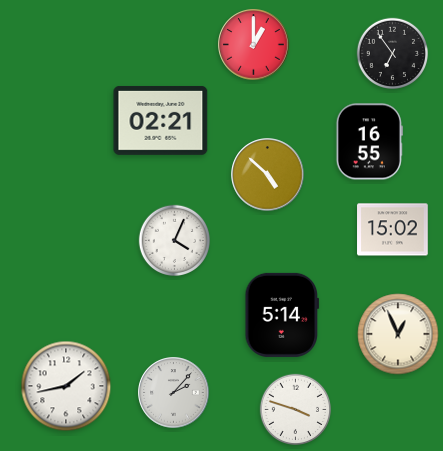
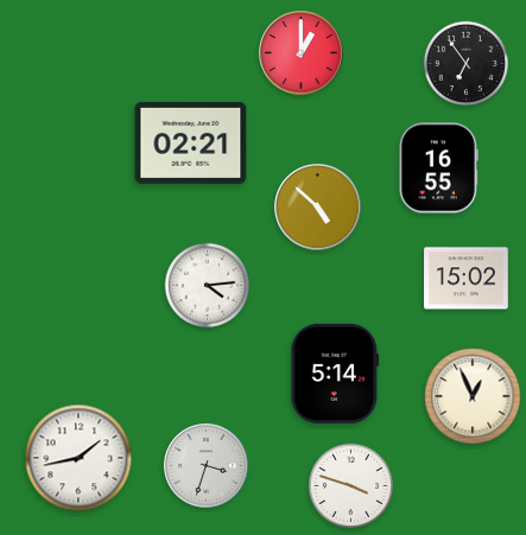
clock at (393, 230) position: (393, 230) -> (467, 279)
clock at (174, 240): 4:04 -> 4:14
clock at (174, 393): 2:07 -> 3:33
